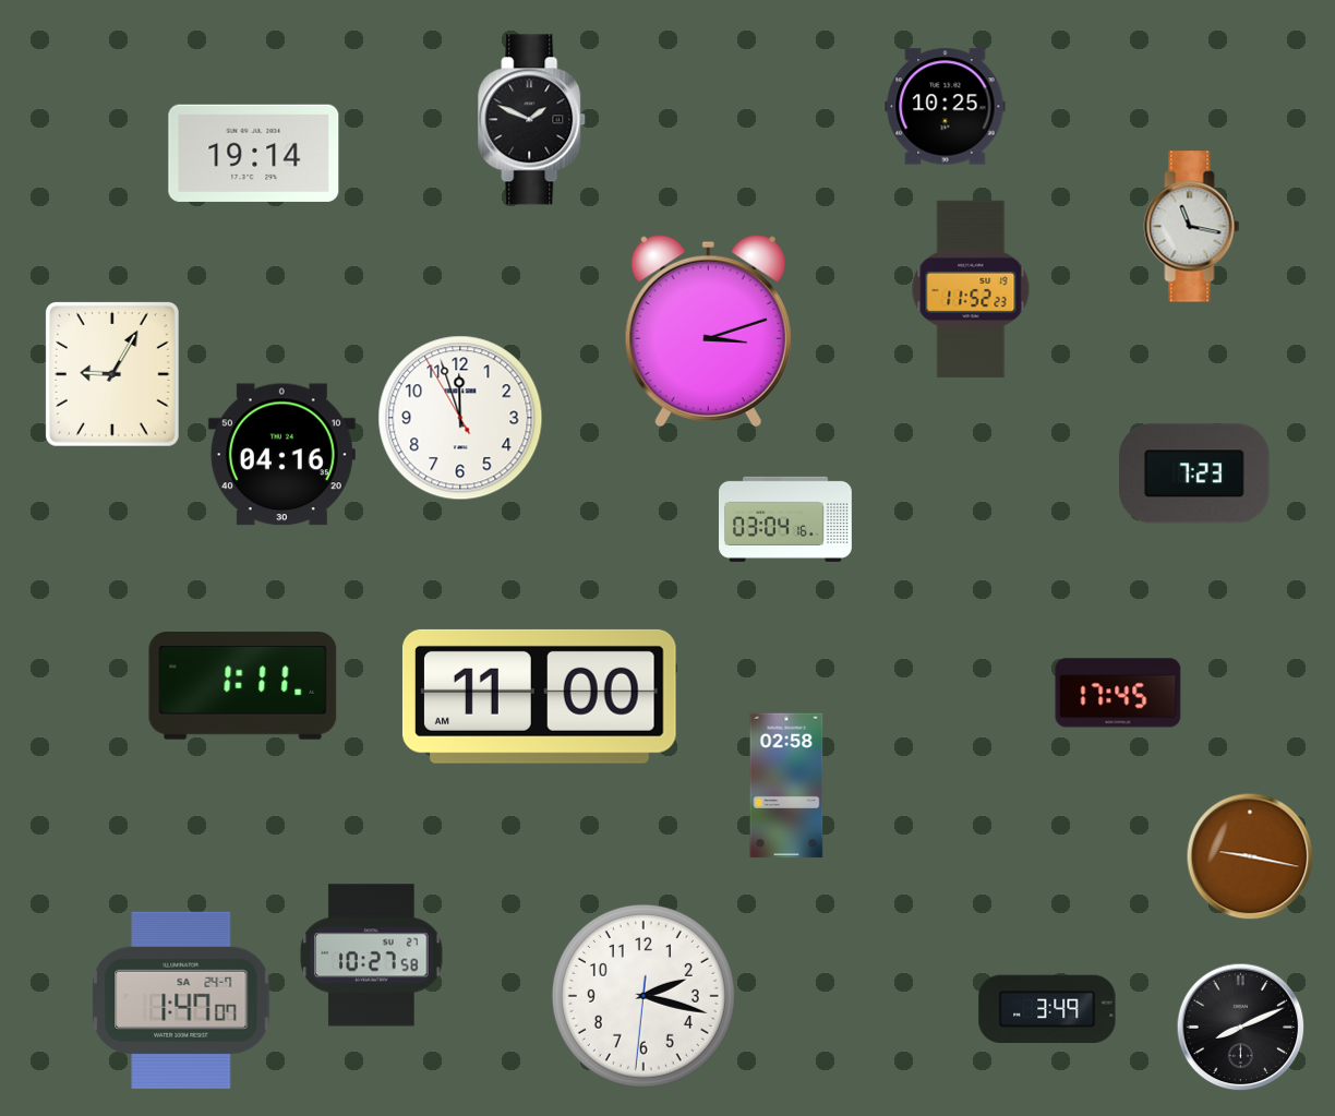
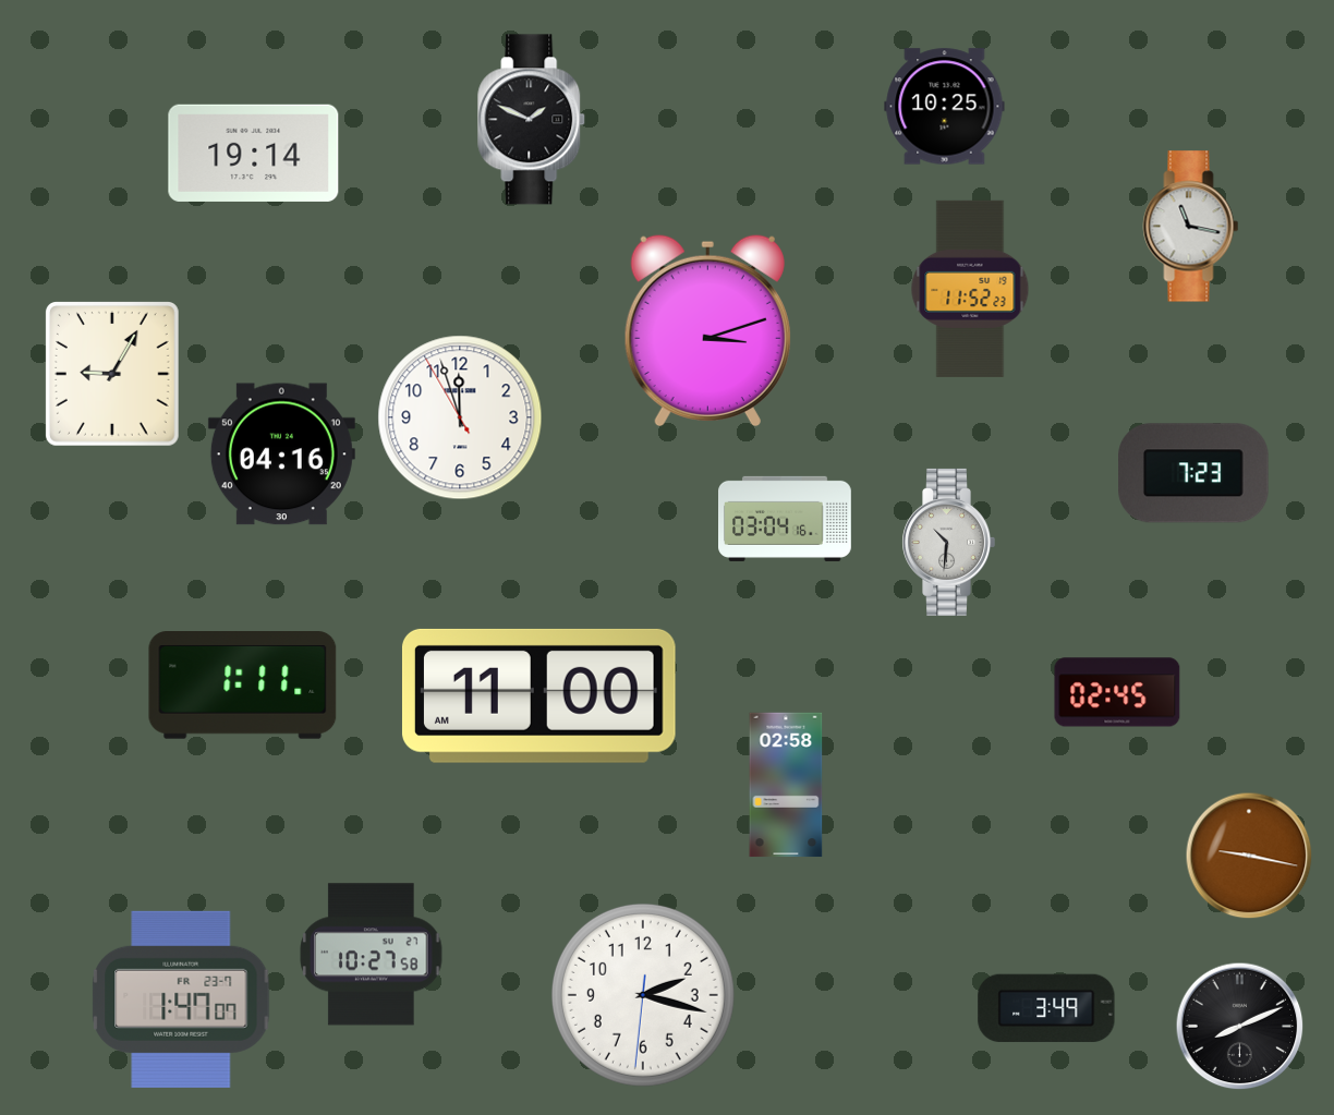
clock at (948, 542): none -> 10:31
clock at (1118, 693): 17:45 -> 02:45
clock at (181, 1000) date: SA 24-7 -> FR 23-7
